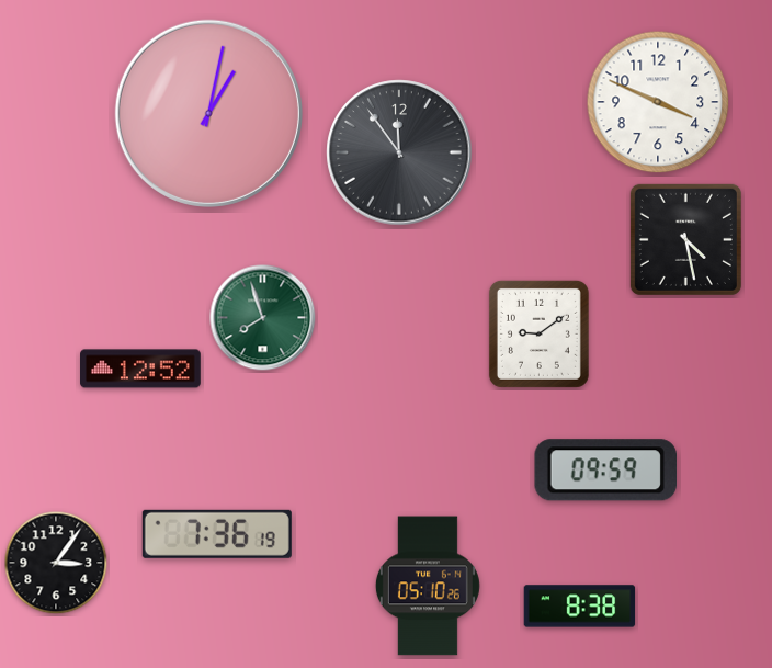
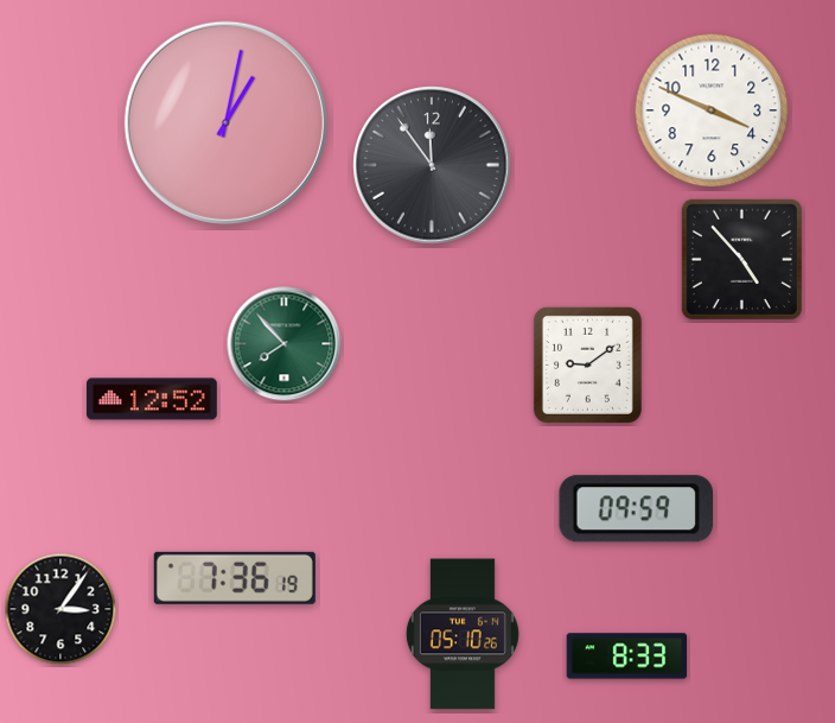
clock at (685, 239): 4:28 -> 4:53
clock at (263, 318): 7:57 -> 7:53
clock at (538, 333) position: (538, 333) -> (587, 364)
clock at (605, 471) position: (605, 471) -> (636, 509)
clock at (580, 607): 8:38 -> 8:33
